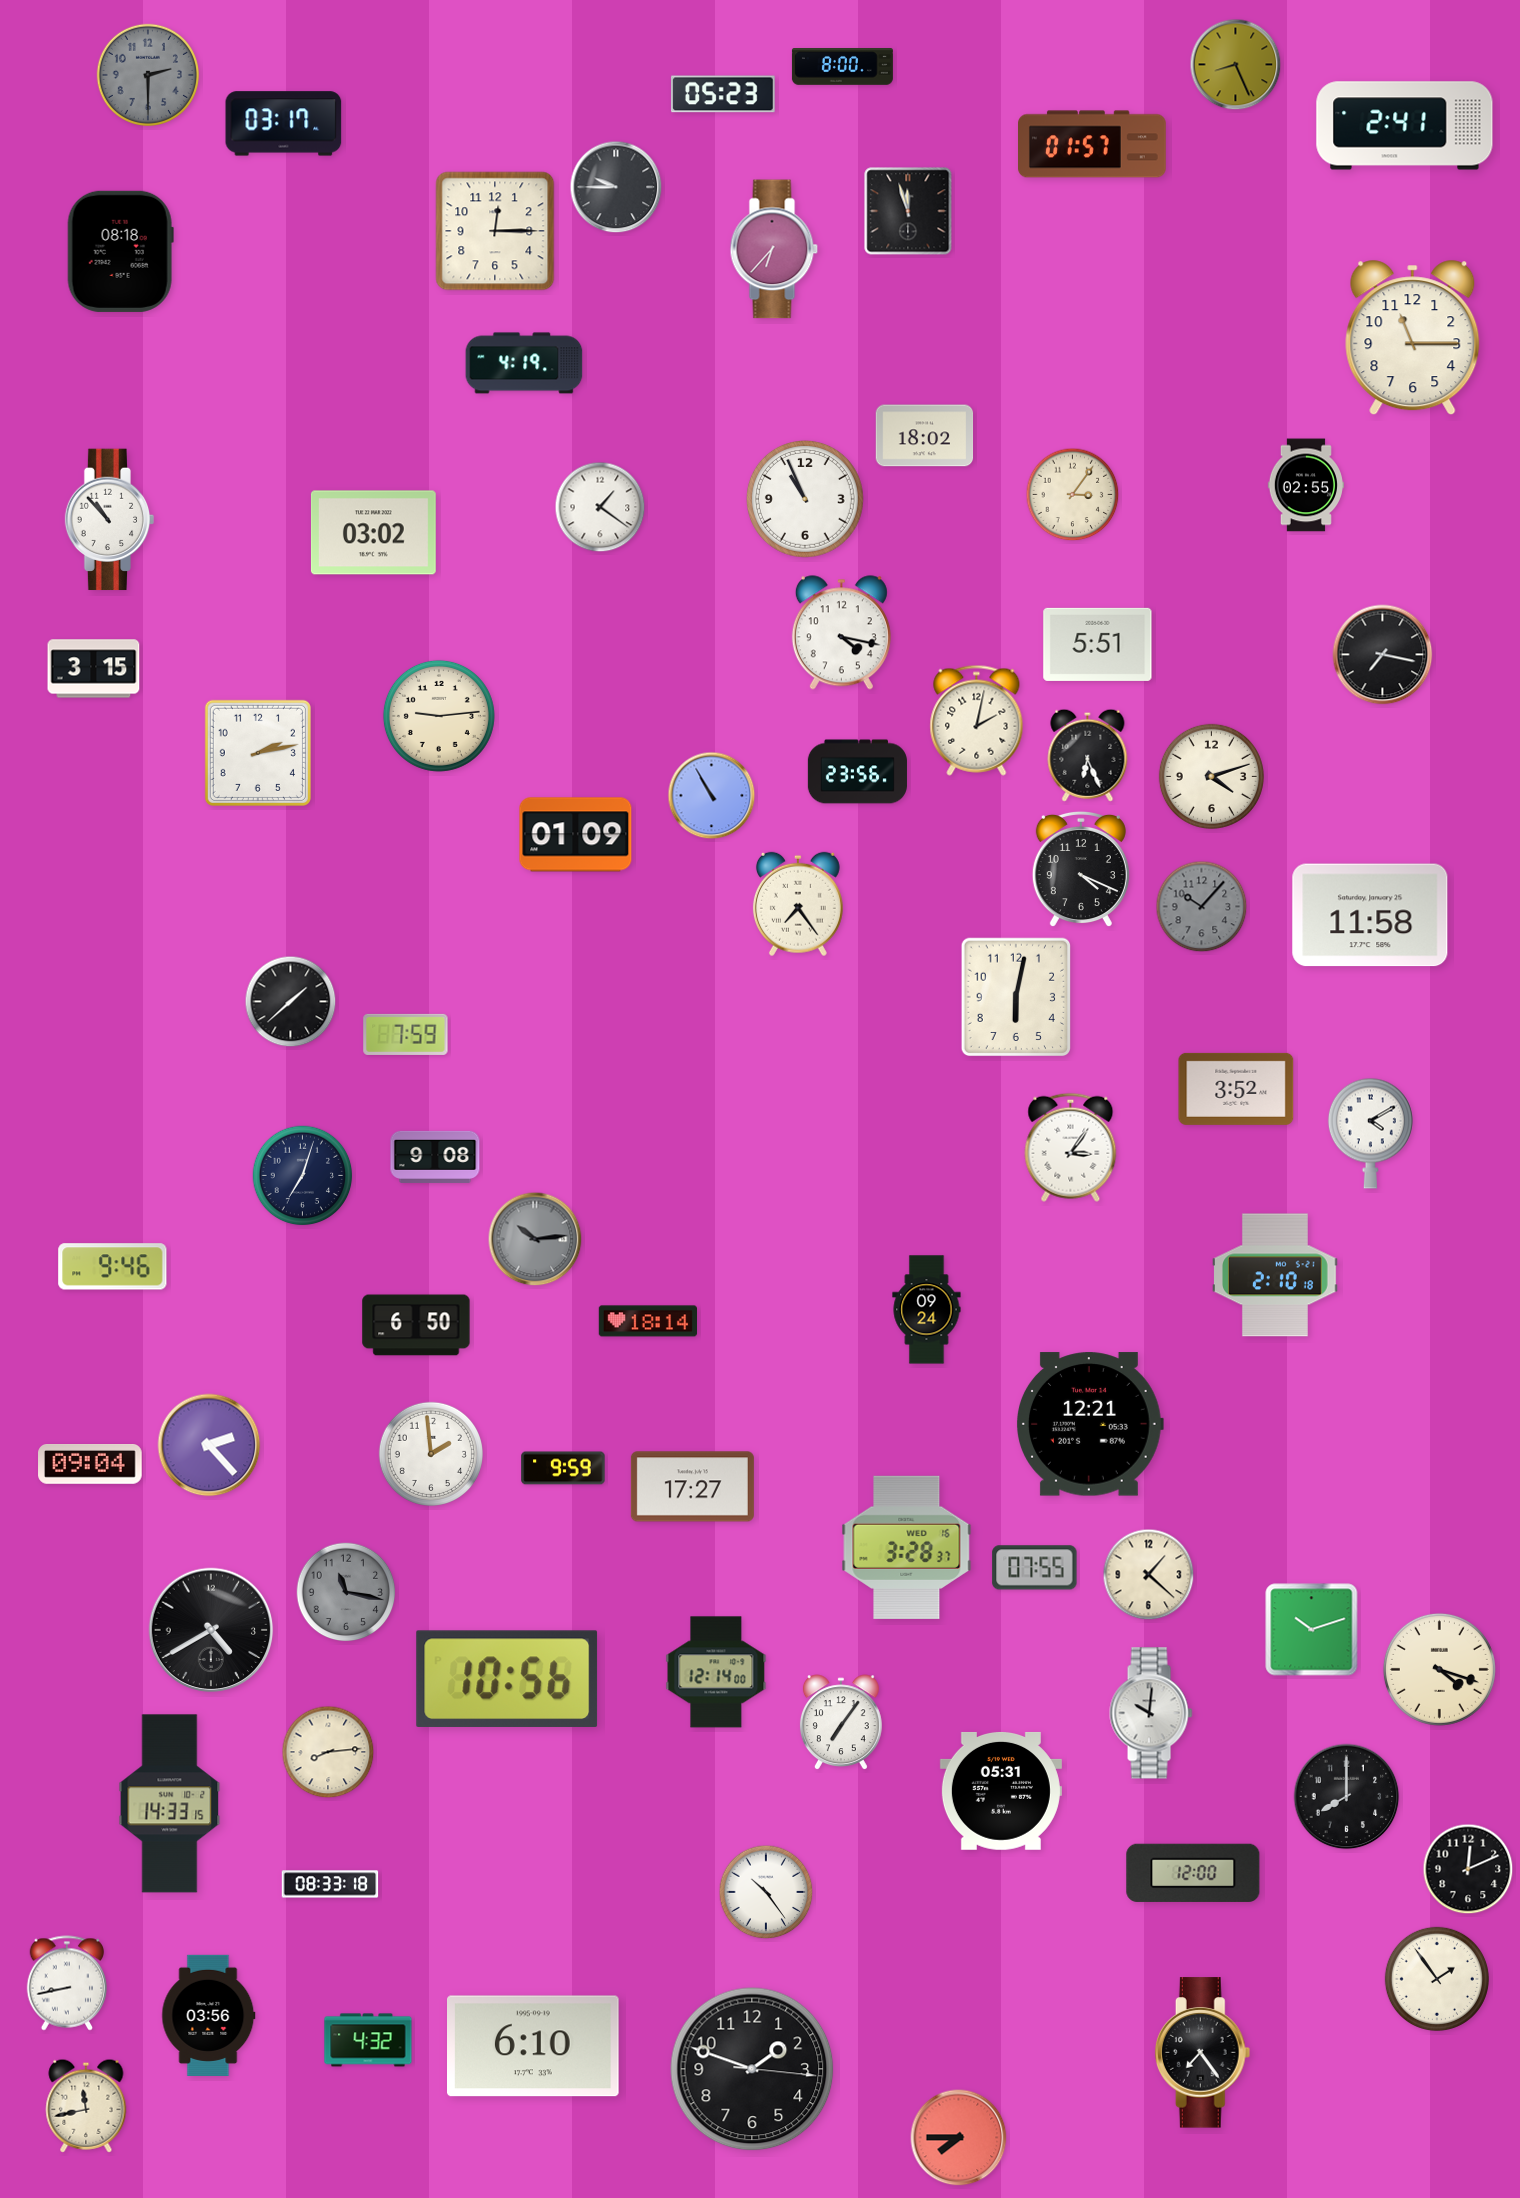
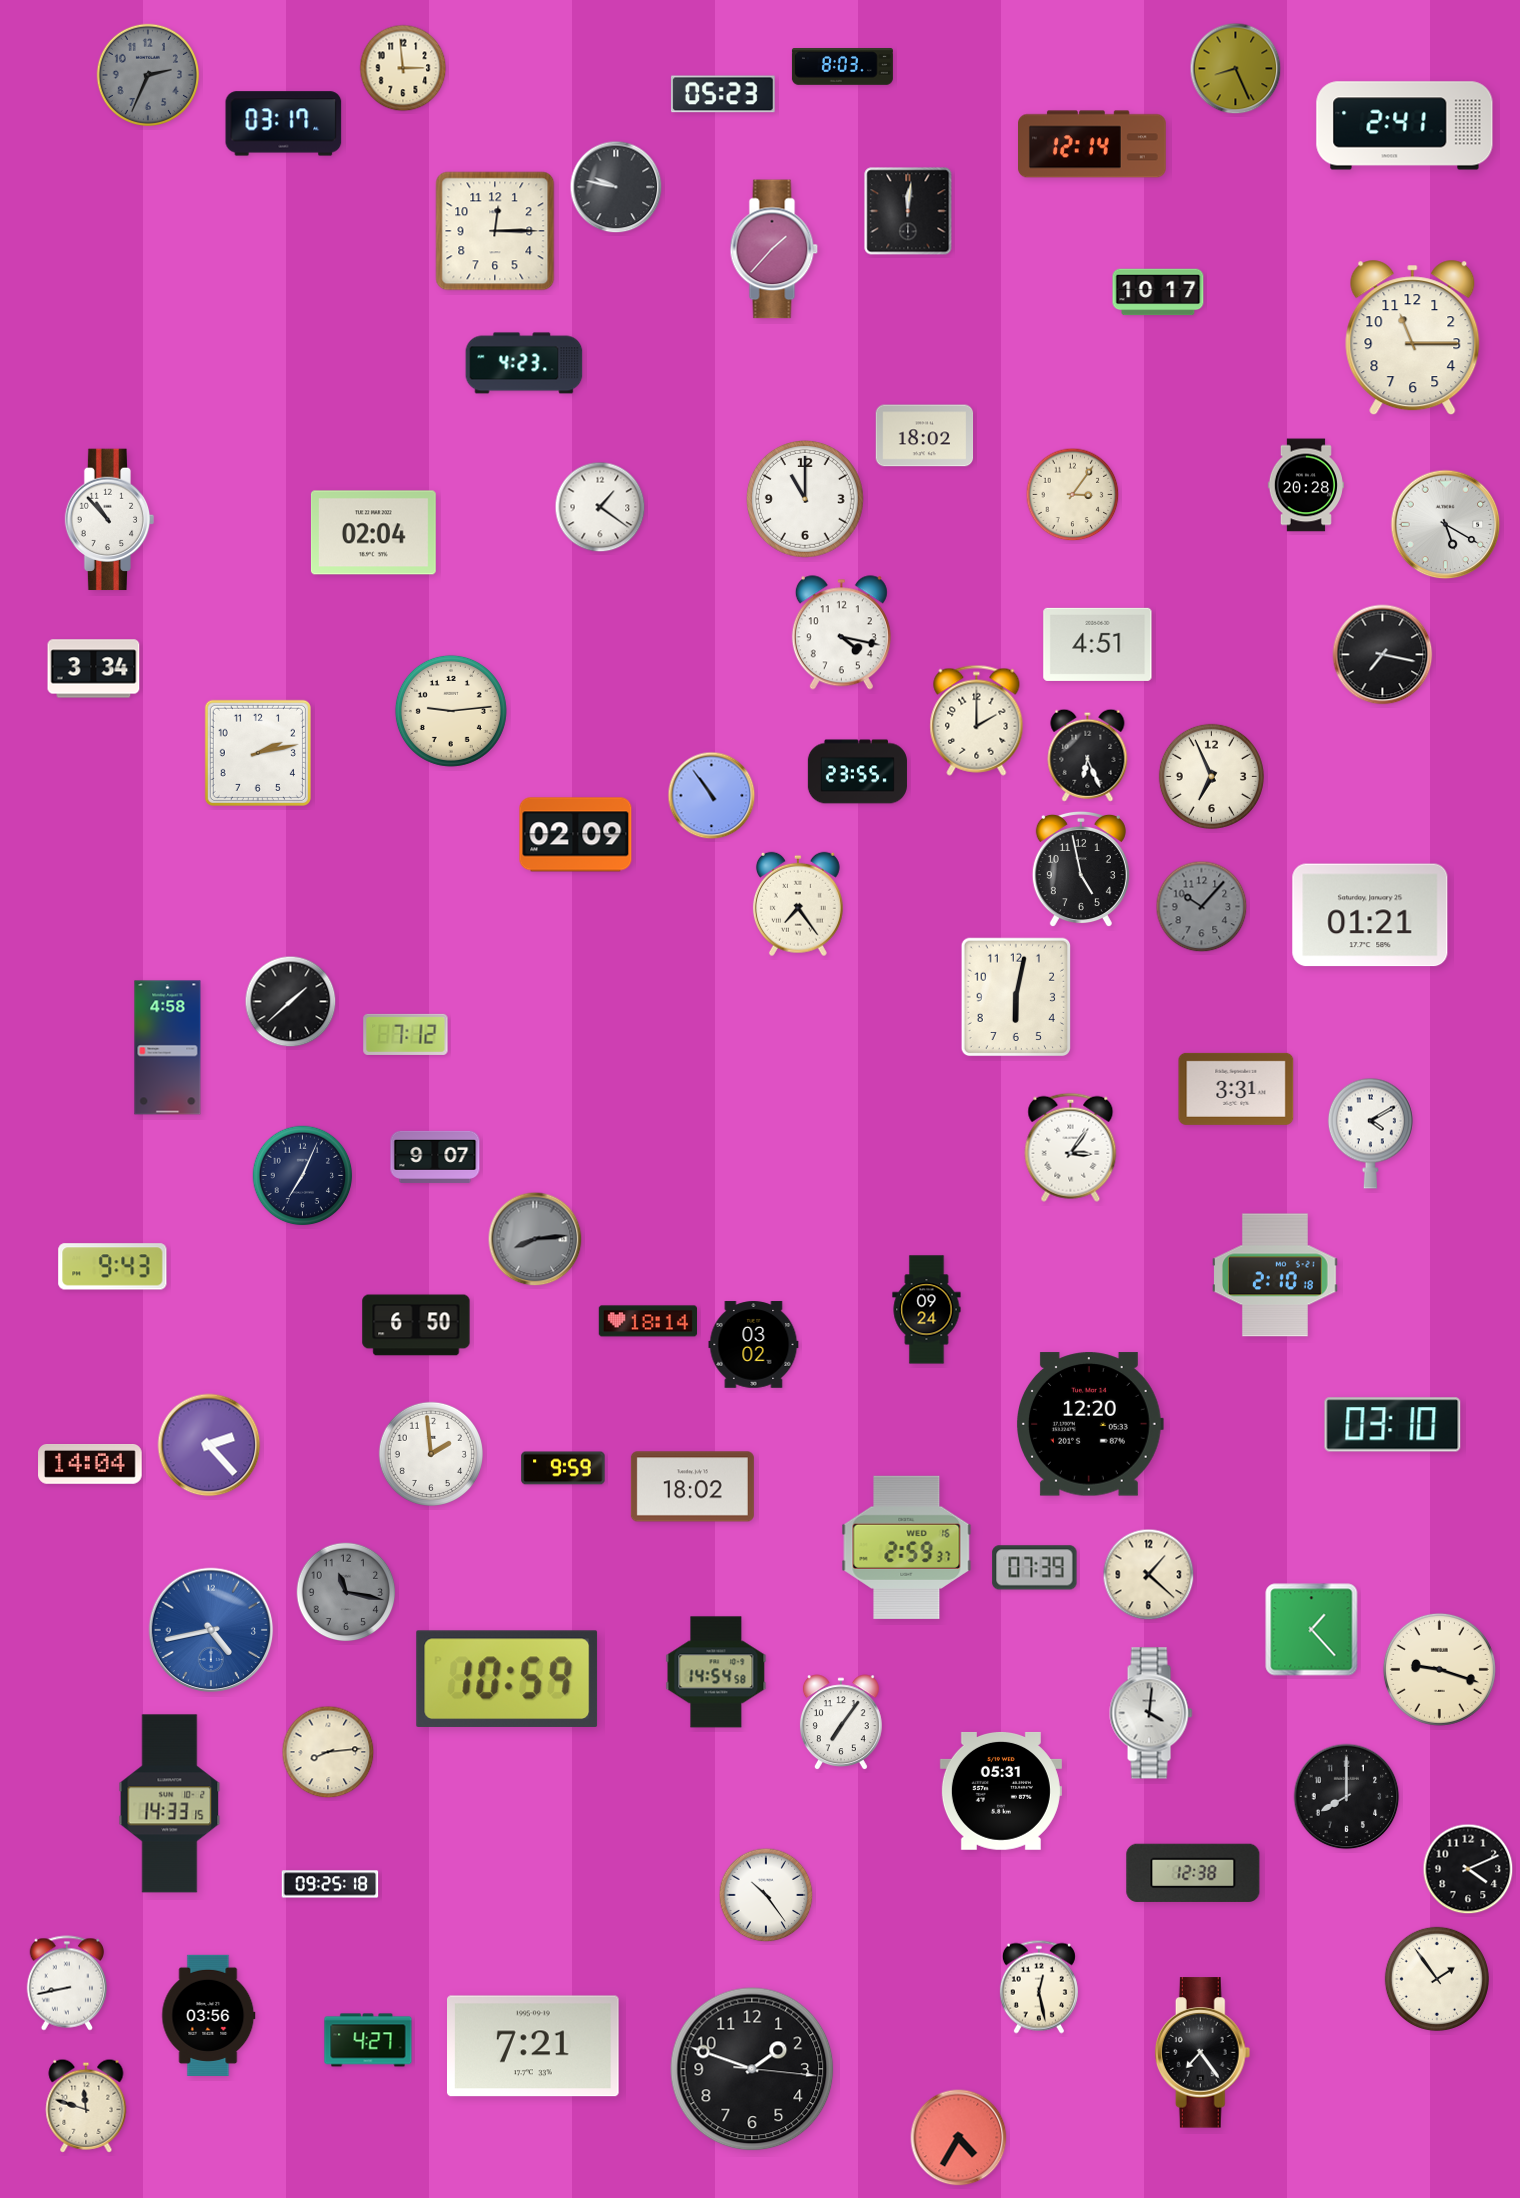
clock at (1236, 65) position: (1236, 65) -> (1236, 69)
clock at (842, 67): 8:00 -> 8:03
clock at (403, 68): none -> 2:59
clock at (147, 74): 2:30 -> 2:34
clock at (1093, 144): 01:57 -> 12:14
clock at (616, 187): 9:45 -> 9:47
clock at (908, 211): 11:57 -> 12:01
clock at (774, 249): 6:37 -> 1:37
clock at (120, 251): 08:18 -> none
clock at (1158, 292): none -> 10:17
clock at (524, 363): 4:19 -> 4:23
clock at (1306, 485): 02:55 -> 20:28
clock at (805, 499): 10:56 -> 11:00
clock at (1446, 525): none -> 5:20
clock at (373, 533): 03:02 -> 02:04
clock at (1098, 644): 5:51 -> 4:51
clock at (94, 669): 3:15 -> 3:34
clock at (439, 716) position: (439, 716) -> (451, 711)
clock at (977, 720): 2:02 -> 2:00
clock at (857, 772): 23:56 -> 23:55
clock at (1211, 776): 4:12 -> 6:56
clock at (712, 796): 10:55 -> 10:54
clock at (576, 835): 01:09 -> 02:09
clock at (1081, 869): 4:19 -> 4:58
clock at (1370, 915): 11:58 -> 01:21
clock at (406, 1034): 7:59 -> 7:12
clock at (168, 1048): none -> 4:58
clock at (1236, 1089): 3:52 -> 3:31
clock at (435, 1157): 9:08 -> 9:07
clock at (303, 1176): 7:03 -> 7:04
clock at (535, 1239): 10:14 -> 8:14
clock at (113, 1267): 9:46 -> 9:43
clock at (754, 1345): none -> 03:02
clock at (1090, 1424): 12:21 -> 12:20
clock at (1393, 1425): none -> 03:10
clock at (90, 1465): 09:04 -> 14:04
clock at (692, 1487): 17:27 -> 18:02
clock at (907, 1547): 3:28 -> 2:59
clock at (1035, 1568): 07:55 -> 07:39
clock at (211, 1630): 4:40 -> 4:43
clock at (211, 1630) dial: black -> blue
clock at (1312, 1630): 10:12 -> 1:23
clock at (1439, 1669): 4:18 -> 9:18
clock at (716, 1672): 12:14 -> 14:54
clock at (507, 1679): 10:56 -> 10:59
clock at (1151, 1713): 10:01 -> 4:01
clock at (1468, 1869): 12:11 -> 4:11
clock at (1193, 1873): 12:00 -> 12:38
clock at (330, 1884): 08:33 -> 09:25
clock at (766, 1892) position: (766, 1892) -> (766, 1895)
clock at (1039, 1987): none -> 12:28
clock at (368, 2040): 4:32 -> 4:27
clock at (534, 2046): 6:10 -> 7:21
clock at (86, 2106): 11:43 -> 11:48
clock at (959, 2138): 7:45 -> 4:35
